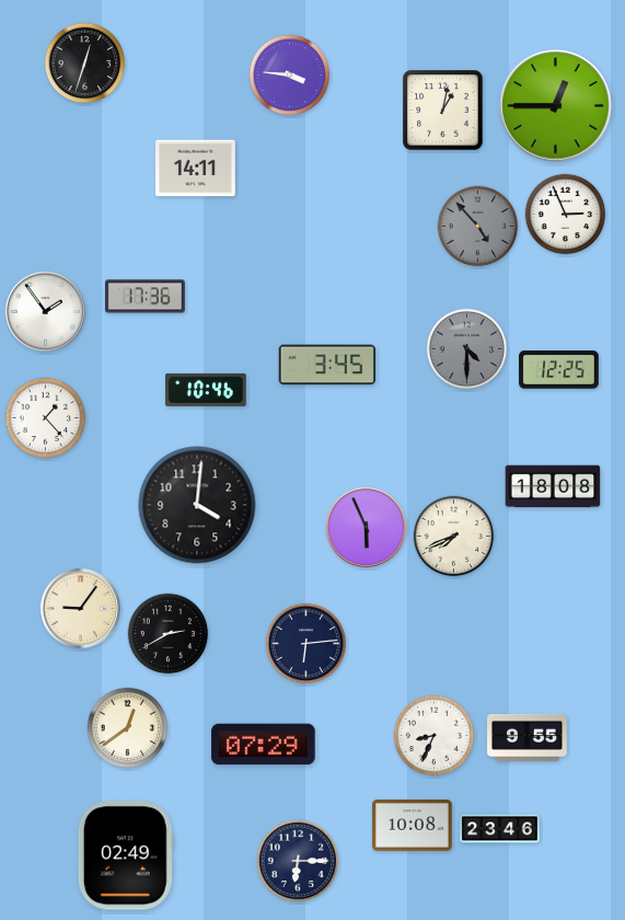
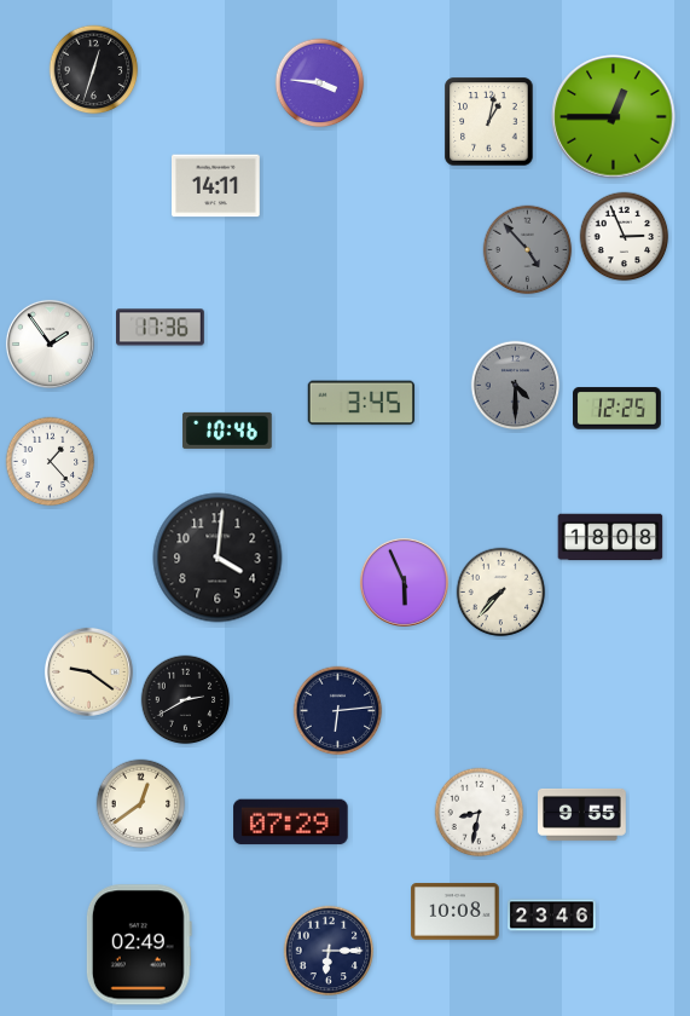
clock at (454, 537): 7:41 -> 7:37
clock at (80, 608): 9:06 -> 9:21
clock at (435, 736): 8:34 -> 8:32
